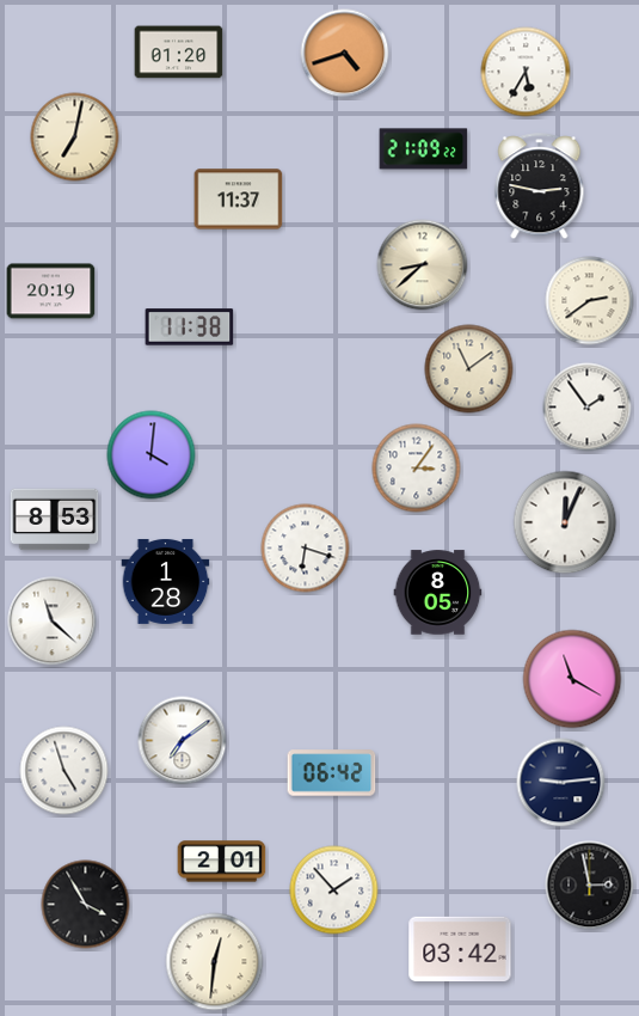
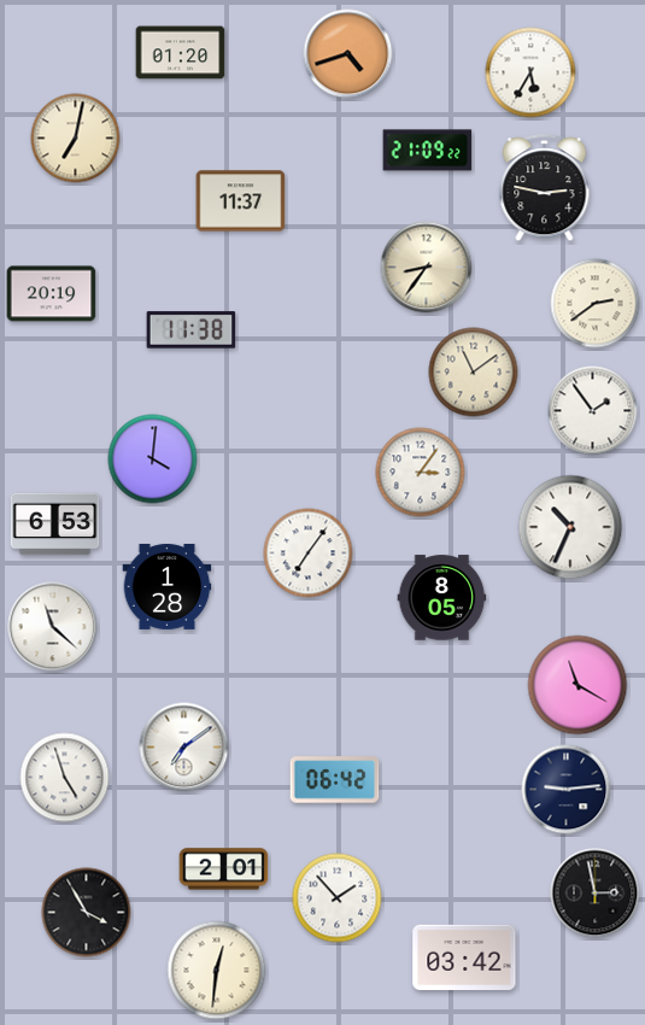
clock at (423, 265): 8:38 -> 8:36
clock at (55, 520): 8:53 -> 6:53
clock at (565, 522): 12:04 -> 10:34
clock at (306, 549): 6:18 -> 7:06
